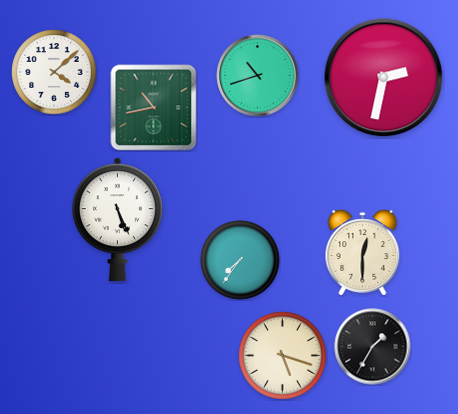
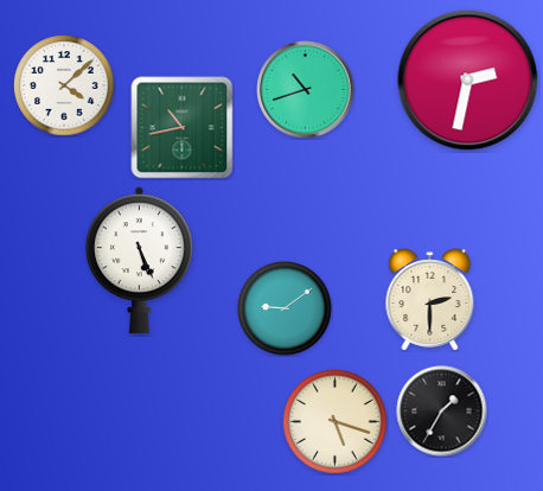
clock at (384, 78) position: (384, 78) -> (468, 81)
clock at (363, 253): 12:30 -> 2:30
clock at (240, 260): 7:36 -> 9:09
